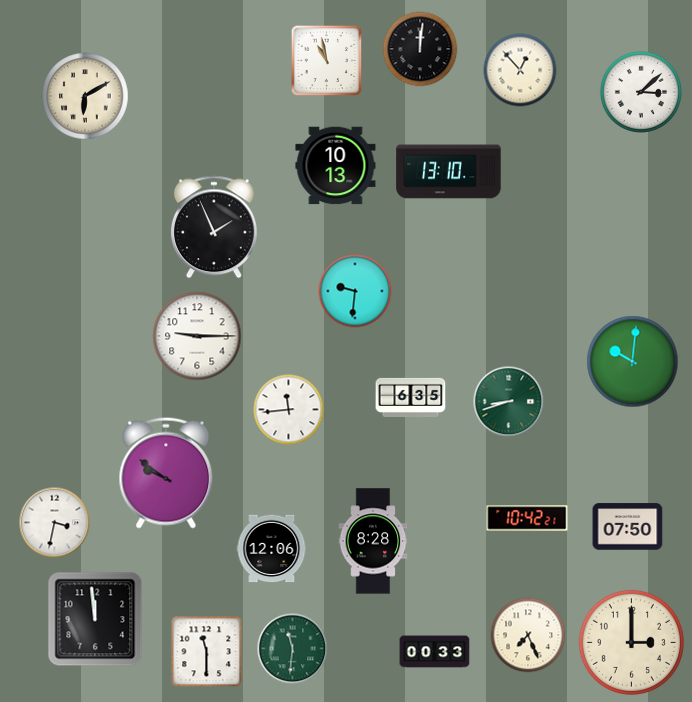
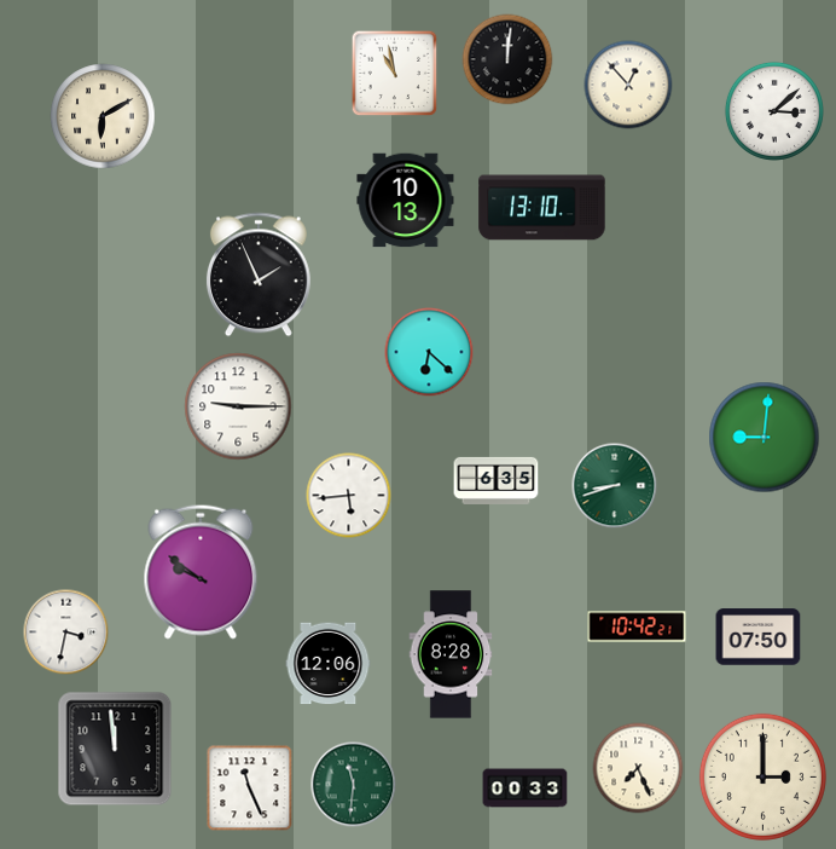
clock at (355, 291): 9:31 -> 6:22
clock at (633, 362): 10:01 -> 9:01
clock at (289, 410): 11:44 -> 5:44
clock at (207, 652): 11:30 -> 11:26
